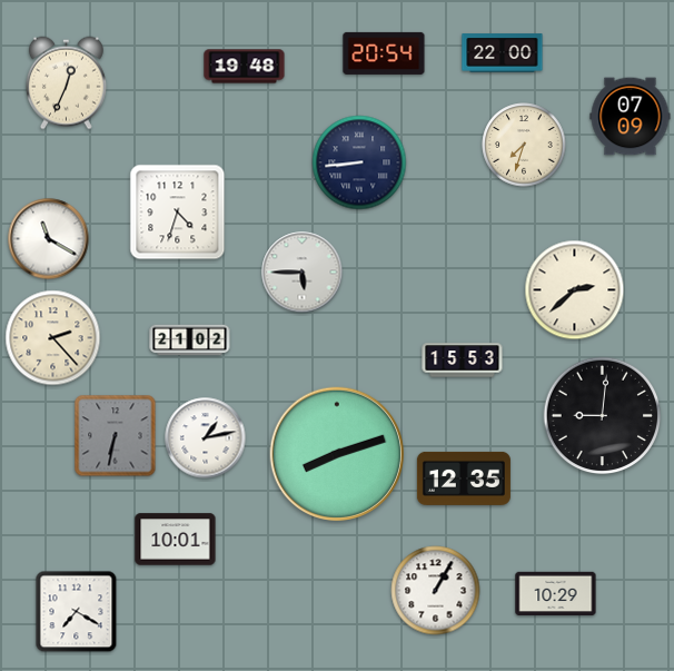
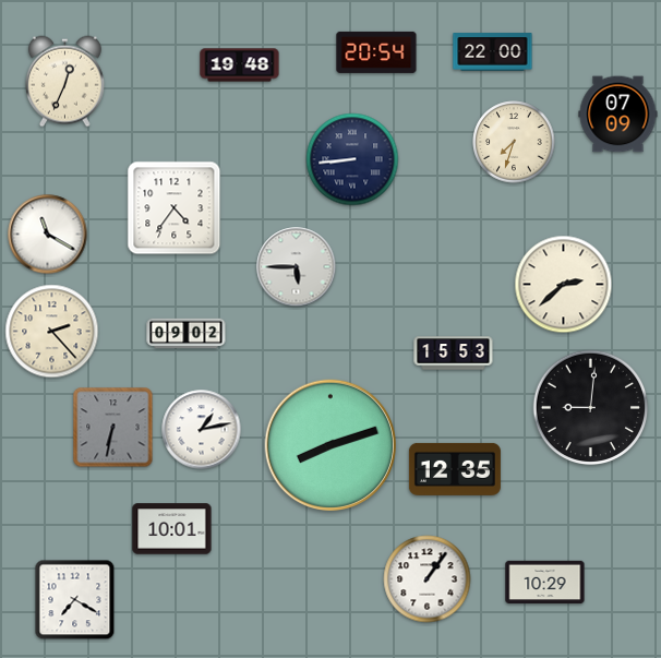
clock at (178, 213): 4:33 -> 4:36
clock at (190, 341): 21:02 -> 09:02
clock at (436, 591): 1:05 -> 1:06
